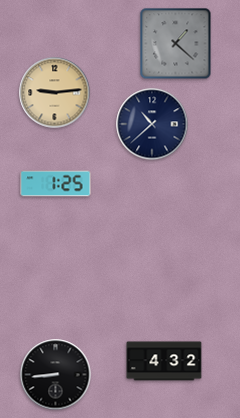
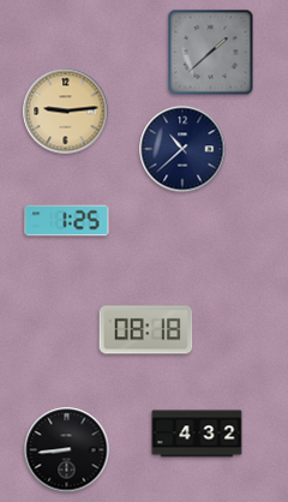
clock at (176, 44): 1:22 -> 1:38
clock at (146, 330): none -> 08:18
